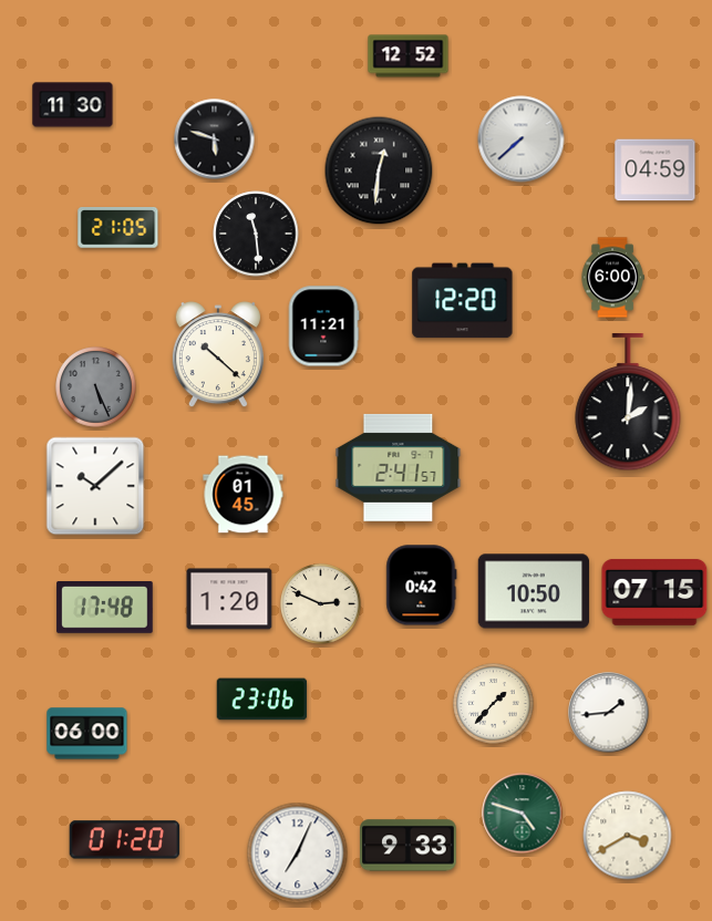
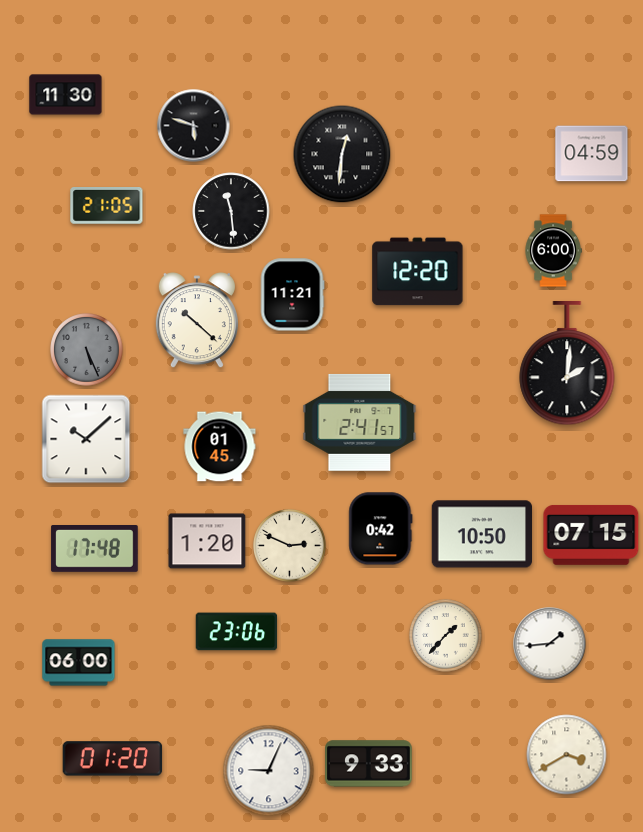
clock at (409, 56): 12:52 -> none
clock at (522, 139): 7:38 -> none
clock at (523, 814): 4:48 -> none
clock at (298, 853): 7:04 -> 9:04
